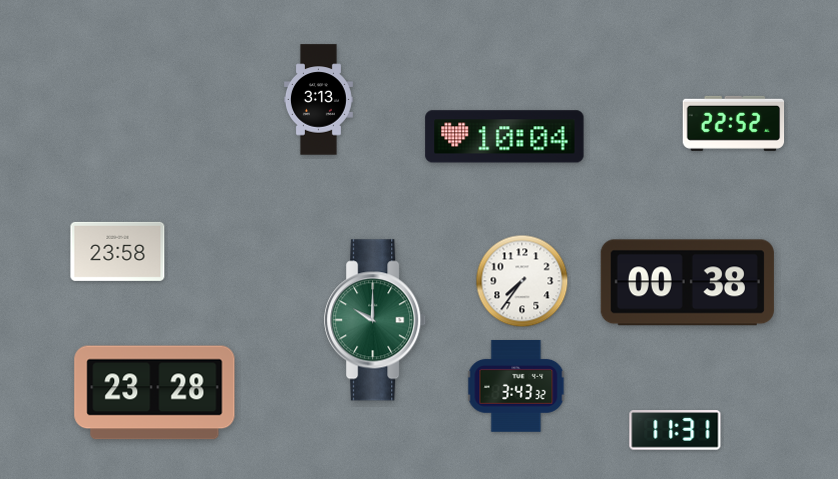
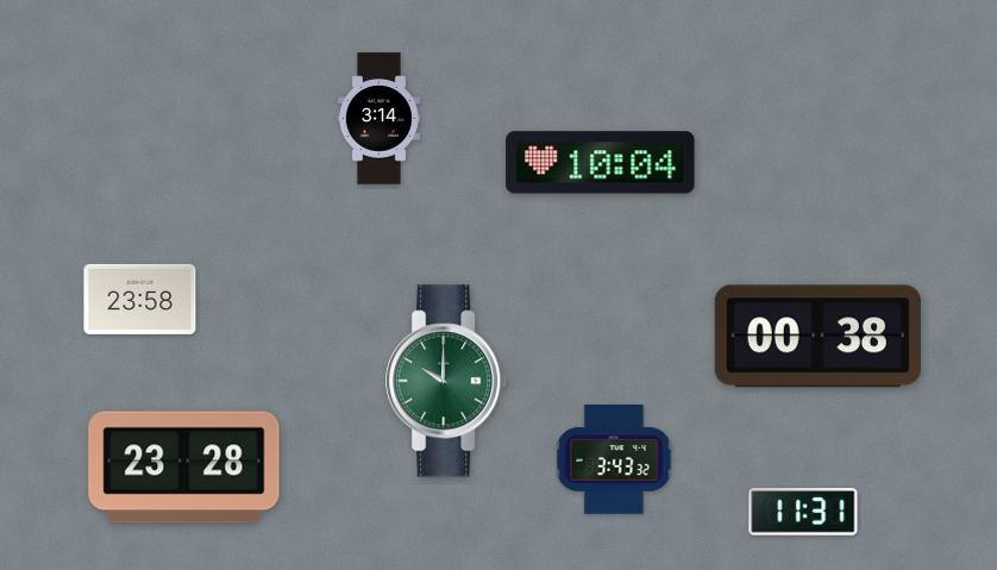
clock at (318, 100): 3:13 -> 3:14
clock at (734, 123): 22:52 -> none
clock at (522, 281): 7:36 -> none
